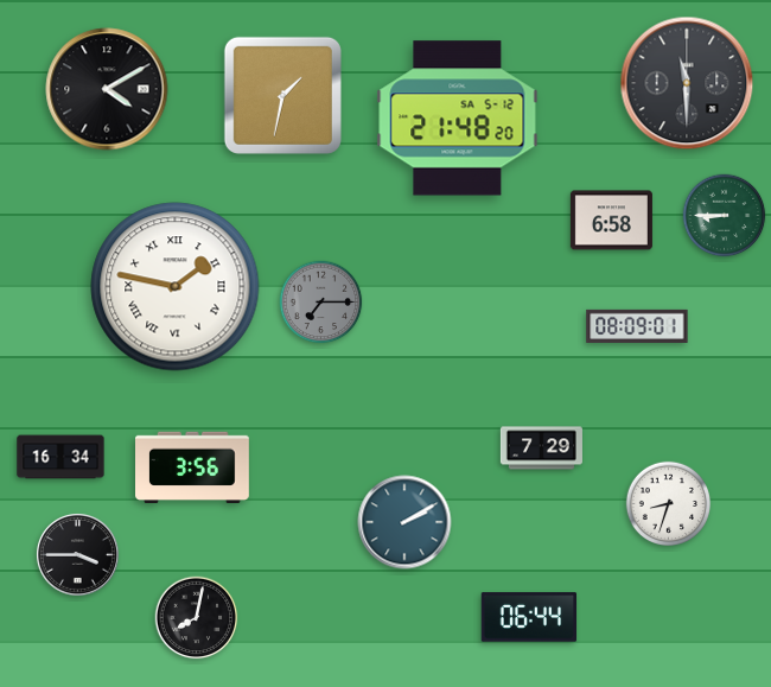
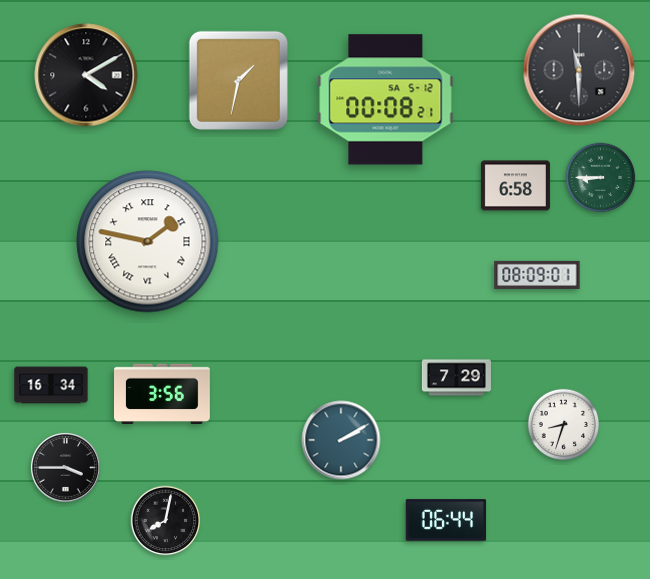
clock at (107, 89) position: (107, 89) -> (86, 75)
clock at (458, 119): 21:48 -> 00:08
clock at (725, 216) position: (725, 216) -> (601, 178)
clock at (321, 303): 7:15 -> none
